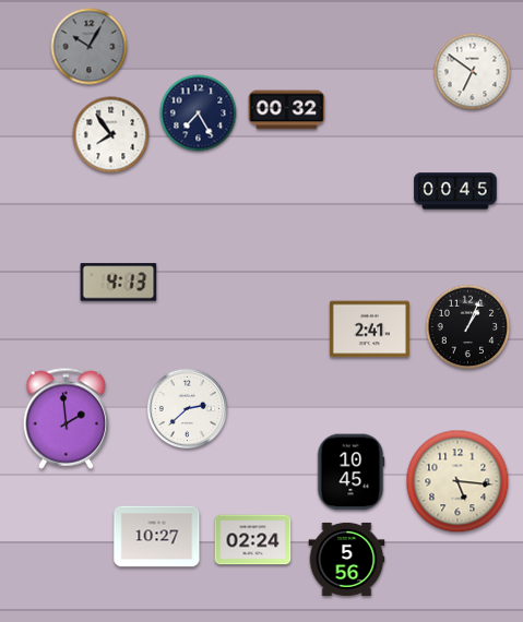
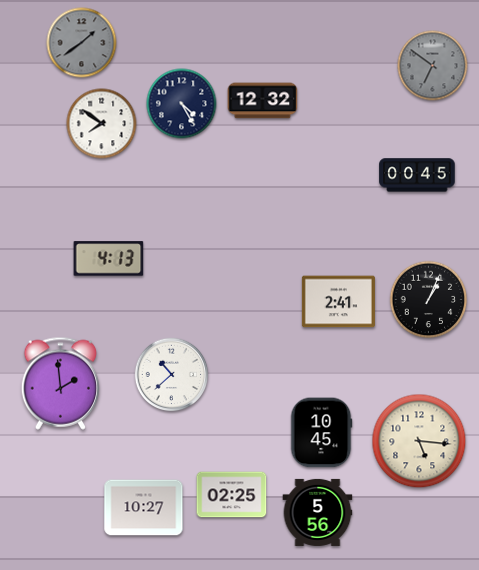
clock at (90, 47): 10:05 -> 1:39
clock at (473, 72) dial: white -> grey
clock at (287, 110): 00:32 -> 12:32
clock at (199, 113): 7:25 -> 4:25
clock at (111, 135): 7:54 -> 7:51
clock at (188, 409): 2:38 -> 10:38
clock at (157, 537) position: (157, 537) -> (144, 508)
clock at (253, 540): 02:24 -> 02:25
